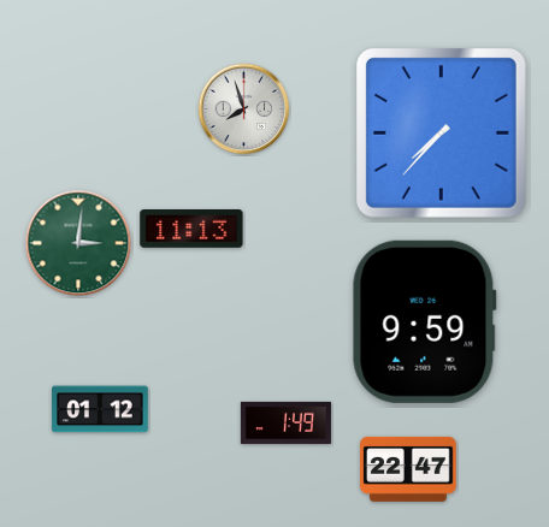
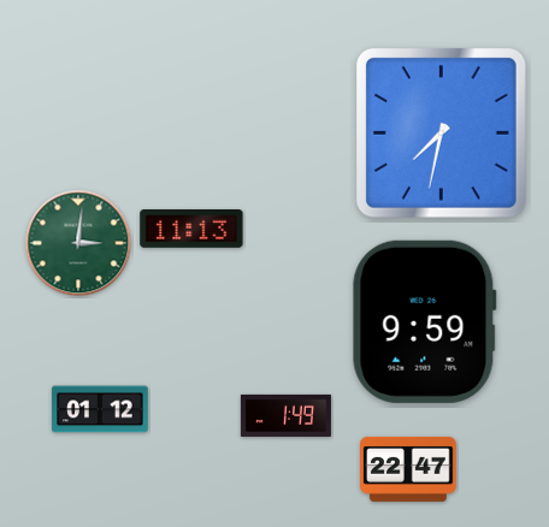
clock at (244, 109): 7:57 -> none
clock at (441, 132): 7:37 -> 7:32
clock at (285, 422) position: (285, 422) -> (285, 415)
